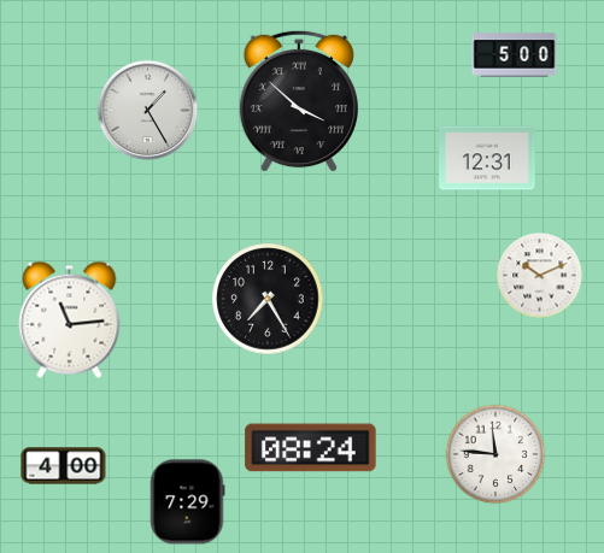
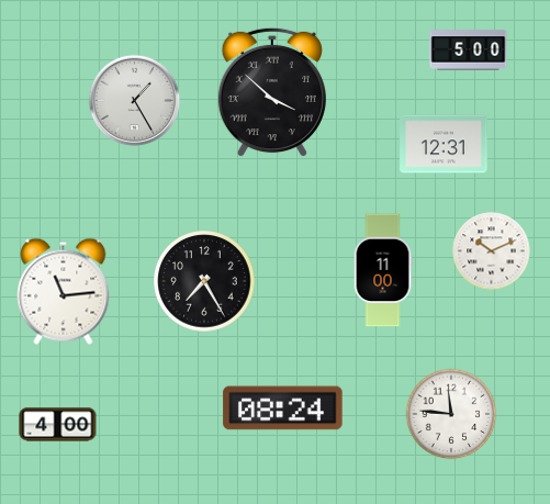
clock at (383, 270): none -> 11:00
clock at (268, 299) position: (268, 299) -> (204, 281)
clock at (188, 502): 7:29 -> none
